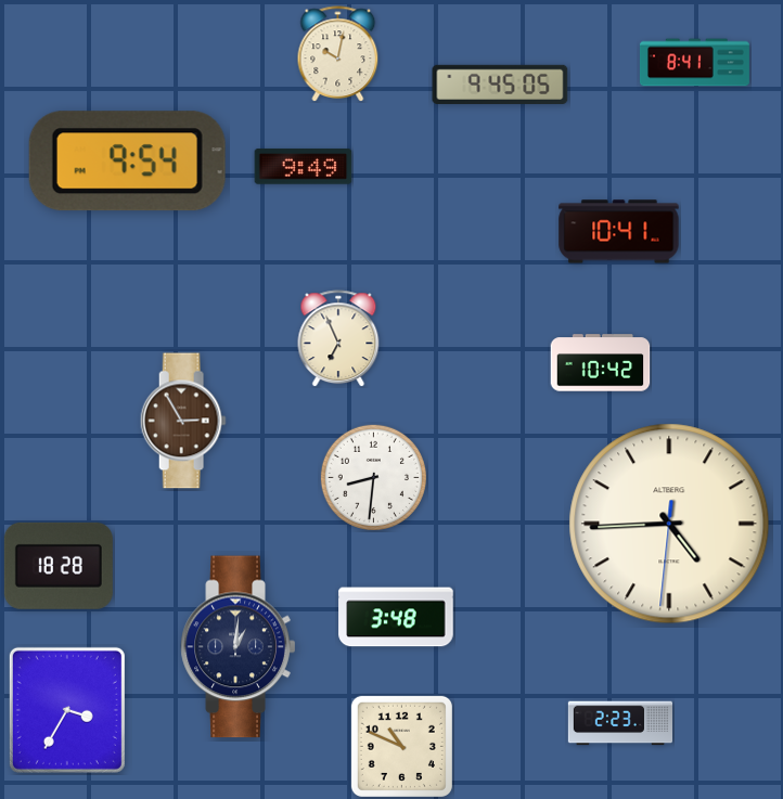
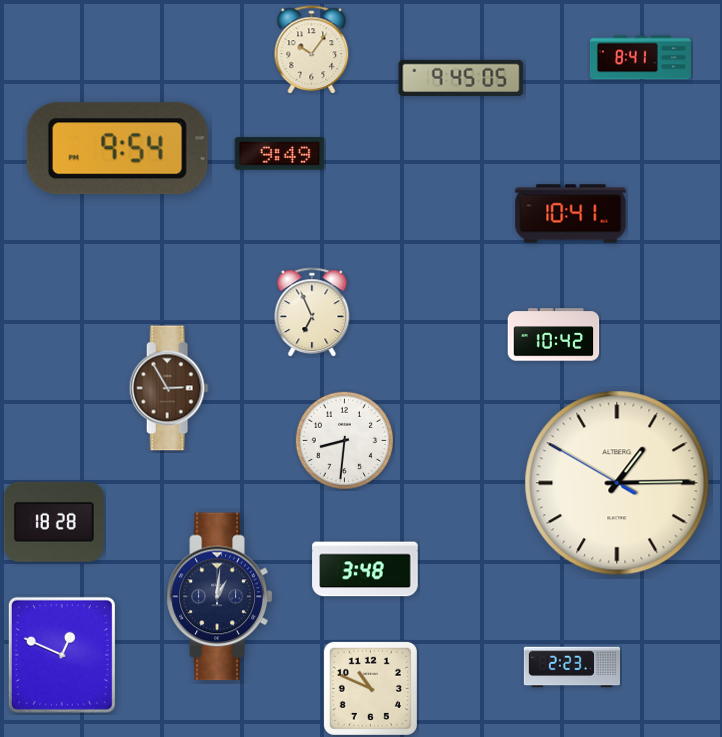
clock at (338, 54): 10:02 -> 10:06
clock at (669, 524): 4:44 -> 1:14
clock at (67, 710): 3:35 -> 12:49
